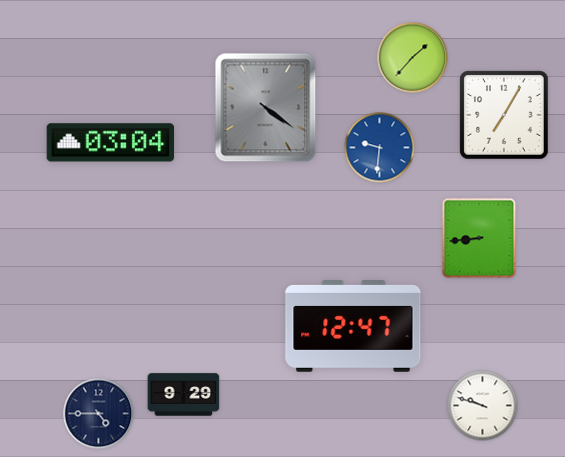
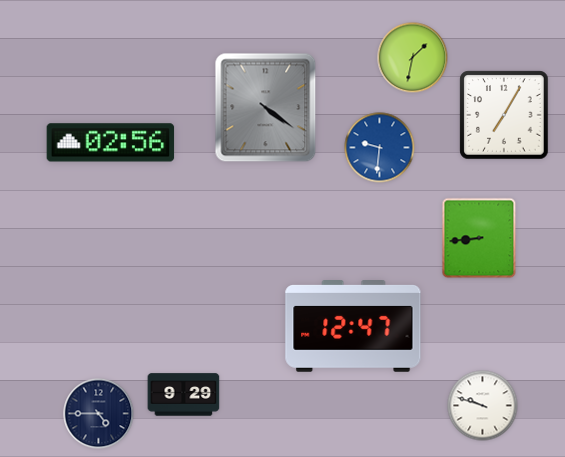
clock at (413, 58): 1:37 -> 1:32
clock at (111, 143): 03:04 -> 02:56
